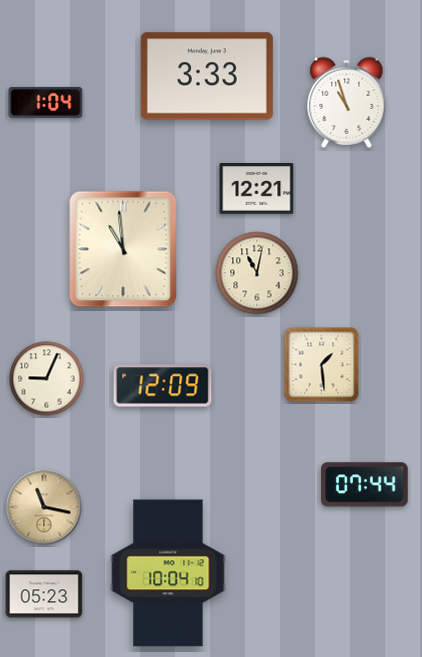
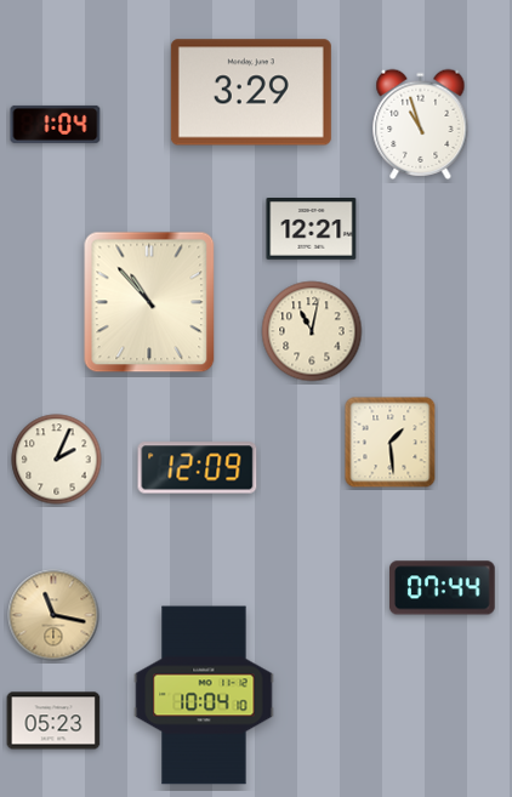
clock at (207, 76): 3:33 -> 3:29
clock at (123, 249): 10:59 -> 10:53
clock at (47, 379): 9:04 -> 2:04
